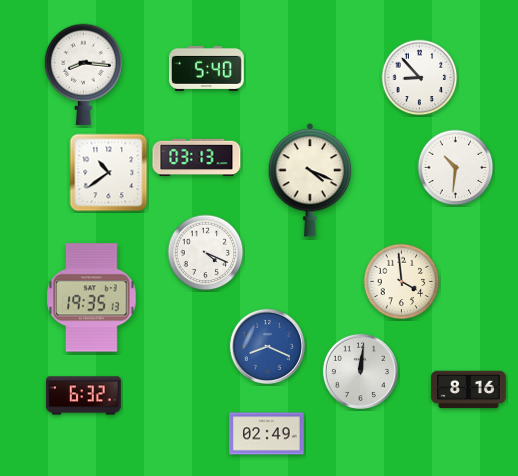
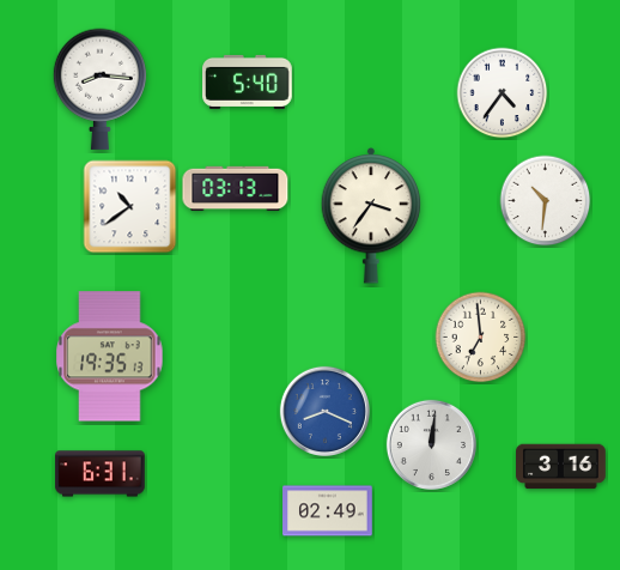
clock at (420, 78): 8:53 -> 4:36
clock at (310, 181): 4:19 -> 3:36
clock at (206, 253): 4:19 -> none
clock at (402, 282): 3:59 -> 6:59
clock at (267, 346) position: (267, 346) -> (324, 411)
clock at (469, 390): 8:16 -> 3:16
clock at (84, 396): 6:32 -> 6:31
clock at (267, 434) position: (267, 434) -> (328, 511)
